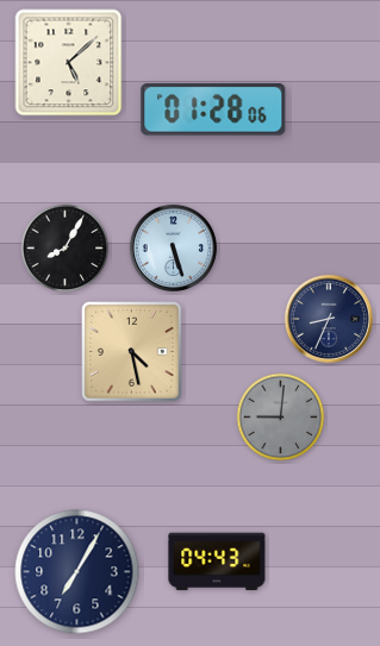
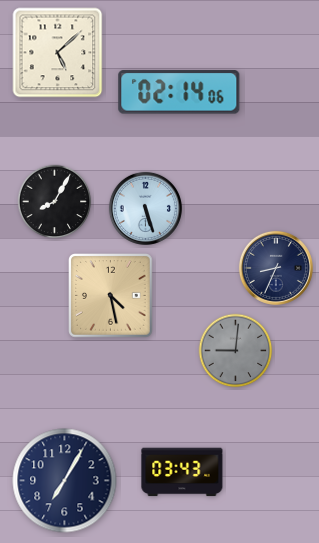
clock at (213, 109): 01:28 -> 02:14
clock at (66, 249) position: (66, 249) -> (55, 202)
clock at (217, 562): 04:43 -> 03:43
